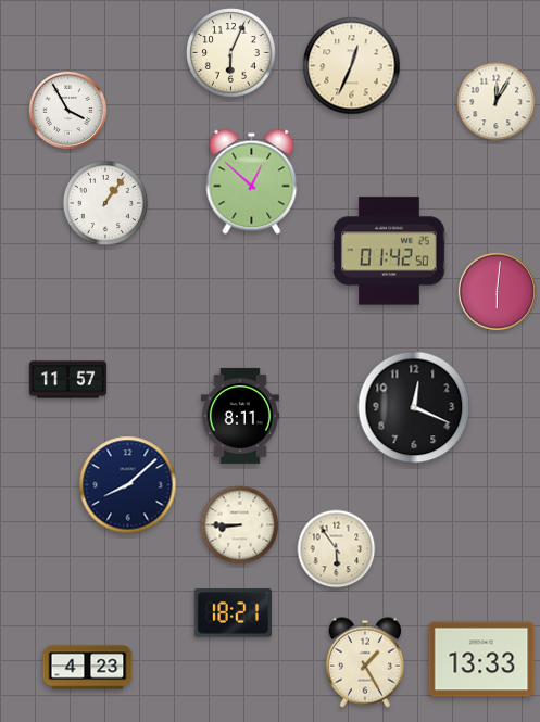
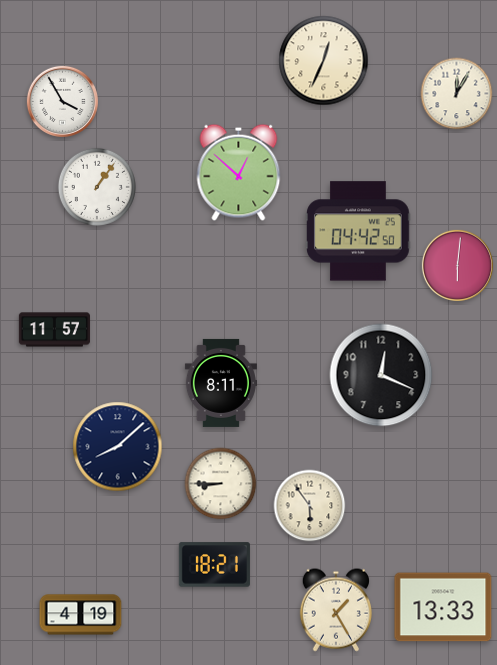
clock at (231, 53): 6:04 -> none
clock at (252, 181) position: (252, 181) -> (239, 172)
clock at (389, 251): 01:42 -> 04:42
clock at (497, 291) position: (497, 291) -> (457, 265)
clock at (67, 380) position: (67, 380) -> (54, 330)
clock at (88, 668): 4:23 -> 4:19
